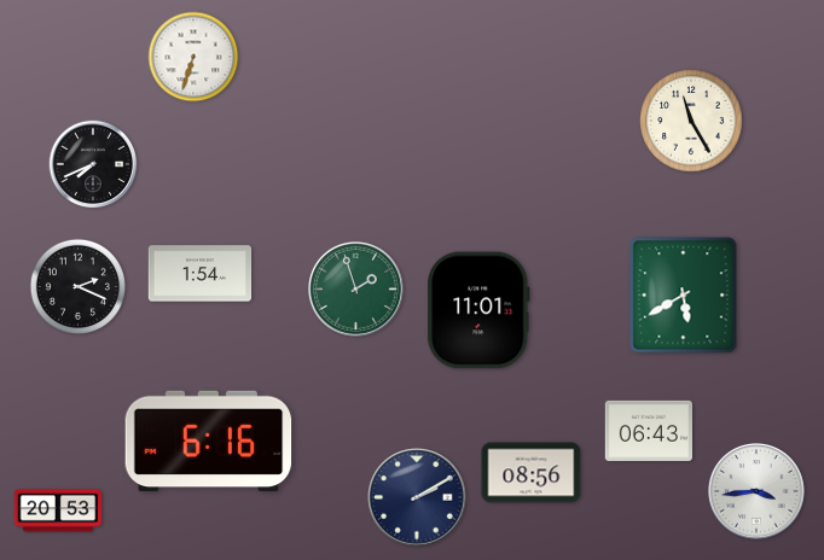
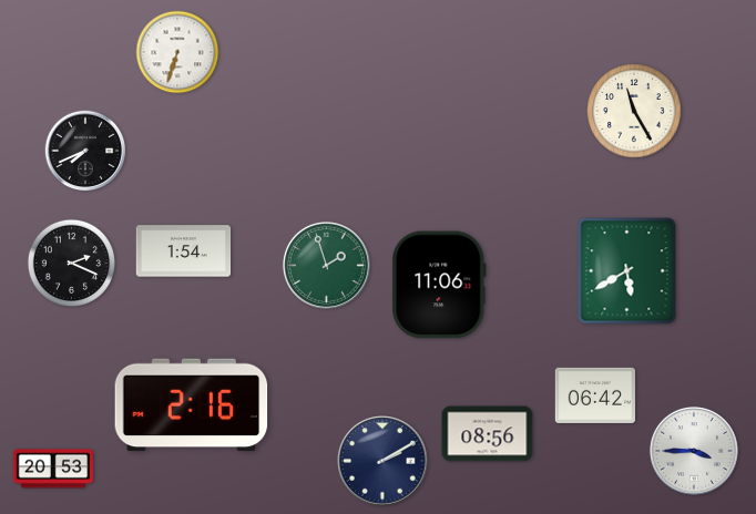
clock at (478, 310): 11:01 -> 11:06
clock at (648, 431): 06:43 -> 06:42
clock at (209, 442): 6:16 -> 2:16
clock at (756, 491): 3:44 -> 3:45
clock at (417, 497) position: (417, 497) -> (382, 461)
